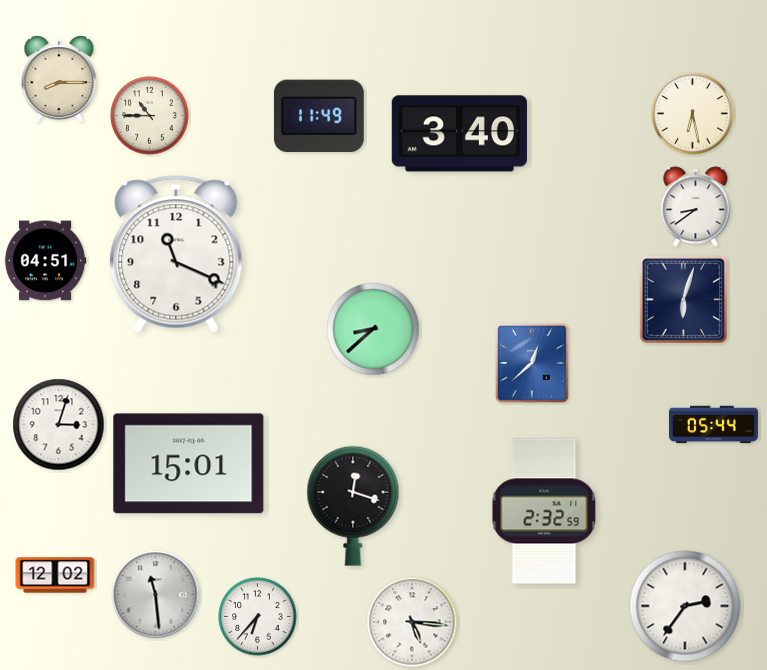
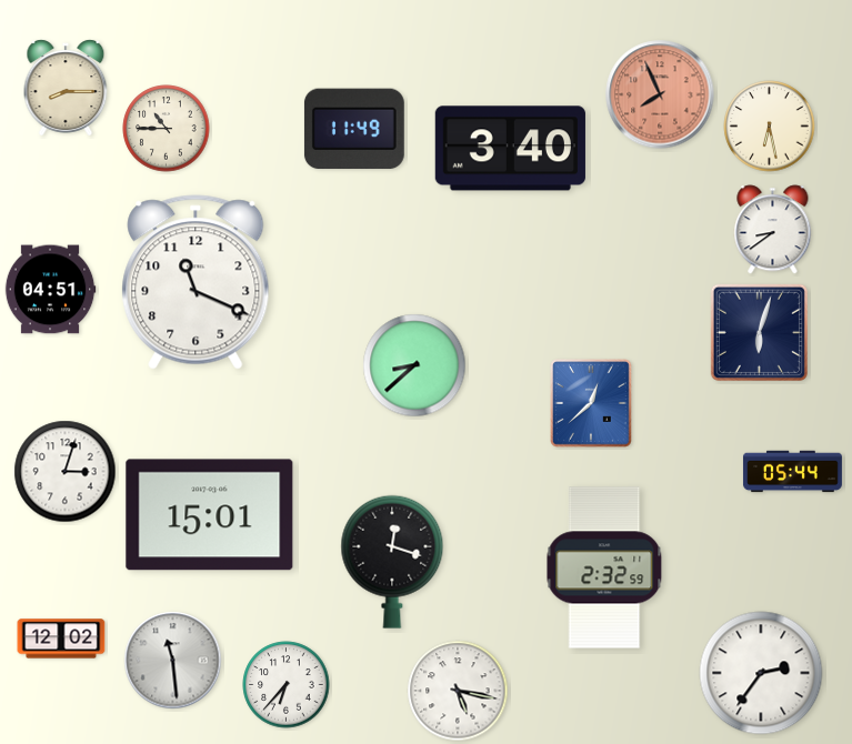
clock at (660, 94): none -> 7:56
clock at (412, 622): 5:16 -> 5:17
